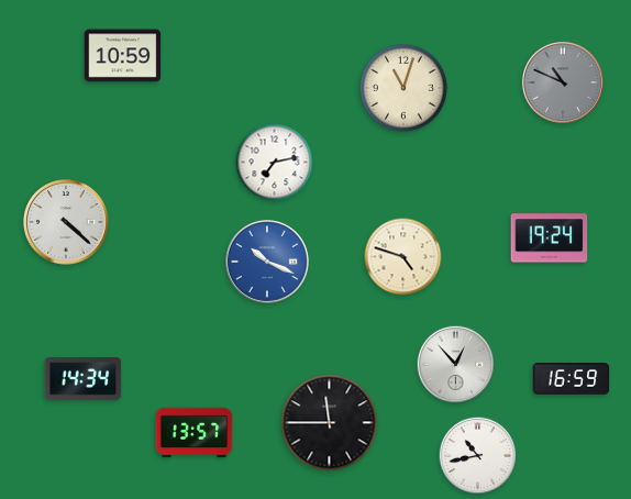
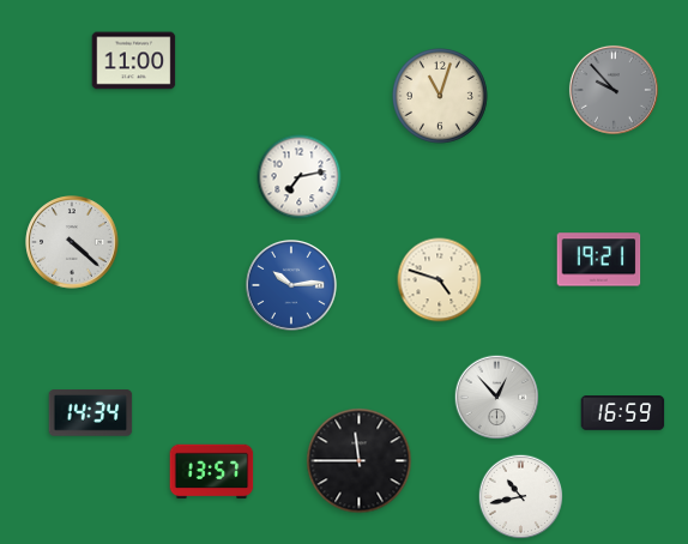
clock at (123, 56): 10:59 -> 11:00
clock at (563, 82): 10:49 -> 9:53
clock at (550, 239): 19:24 -> 19:21
clock at (268, 263): 10:19 -> 10:14
